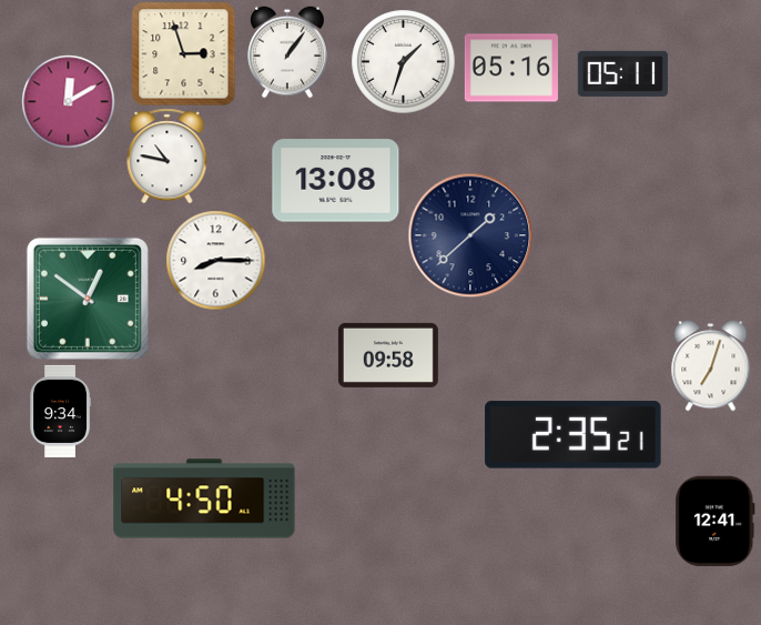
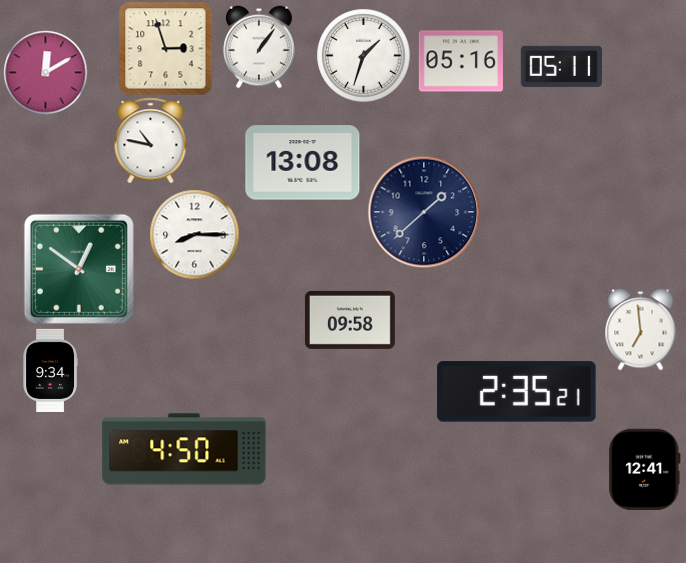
clock at (68, 101) position: (68, 101) -> (45, 72)
clock at (711, 365): 7:03 -> 6:59
clock at (60, 411) position: (60, 411) -> (50, 370)
